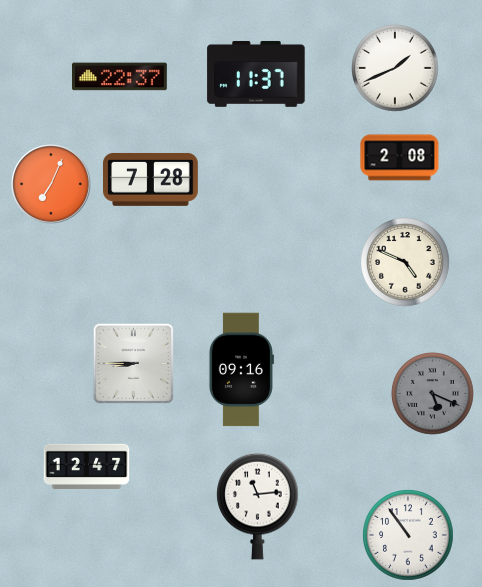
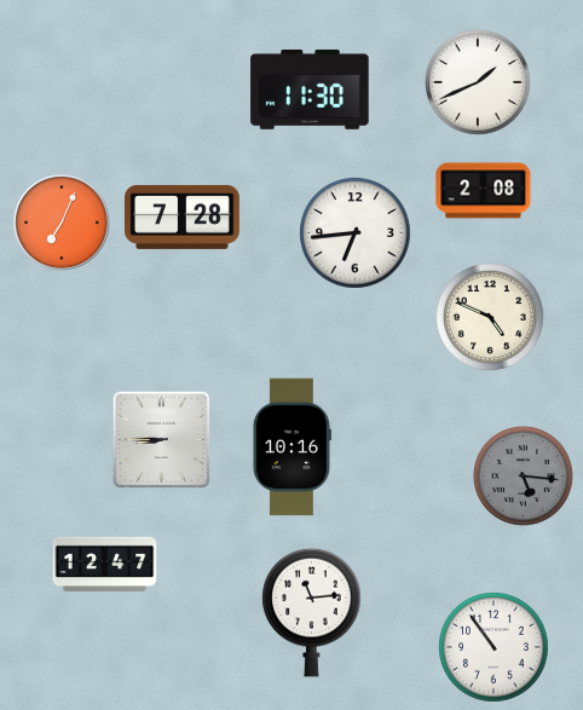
clock at (256, 74): 11:37 -> 11:30
clock at (120, 77): 22:37 -> none
clock at (356, 233): none -> 6:44
clock at (241, 370): 09:16 -> 10:16
clock at (432, 393): 5:19 -> 5:16
